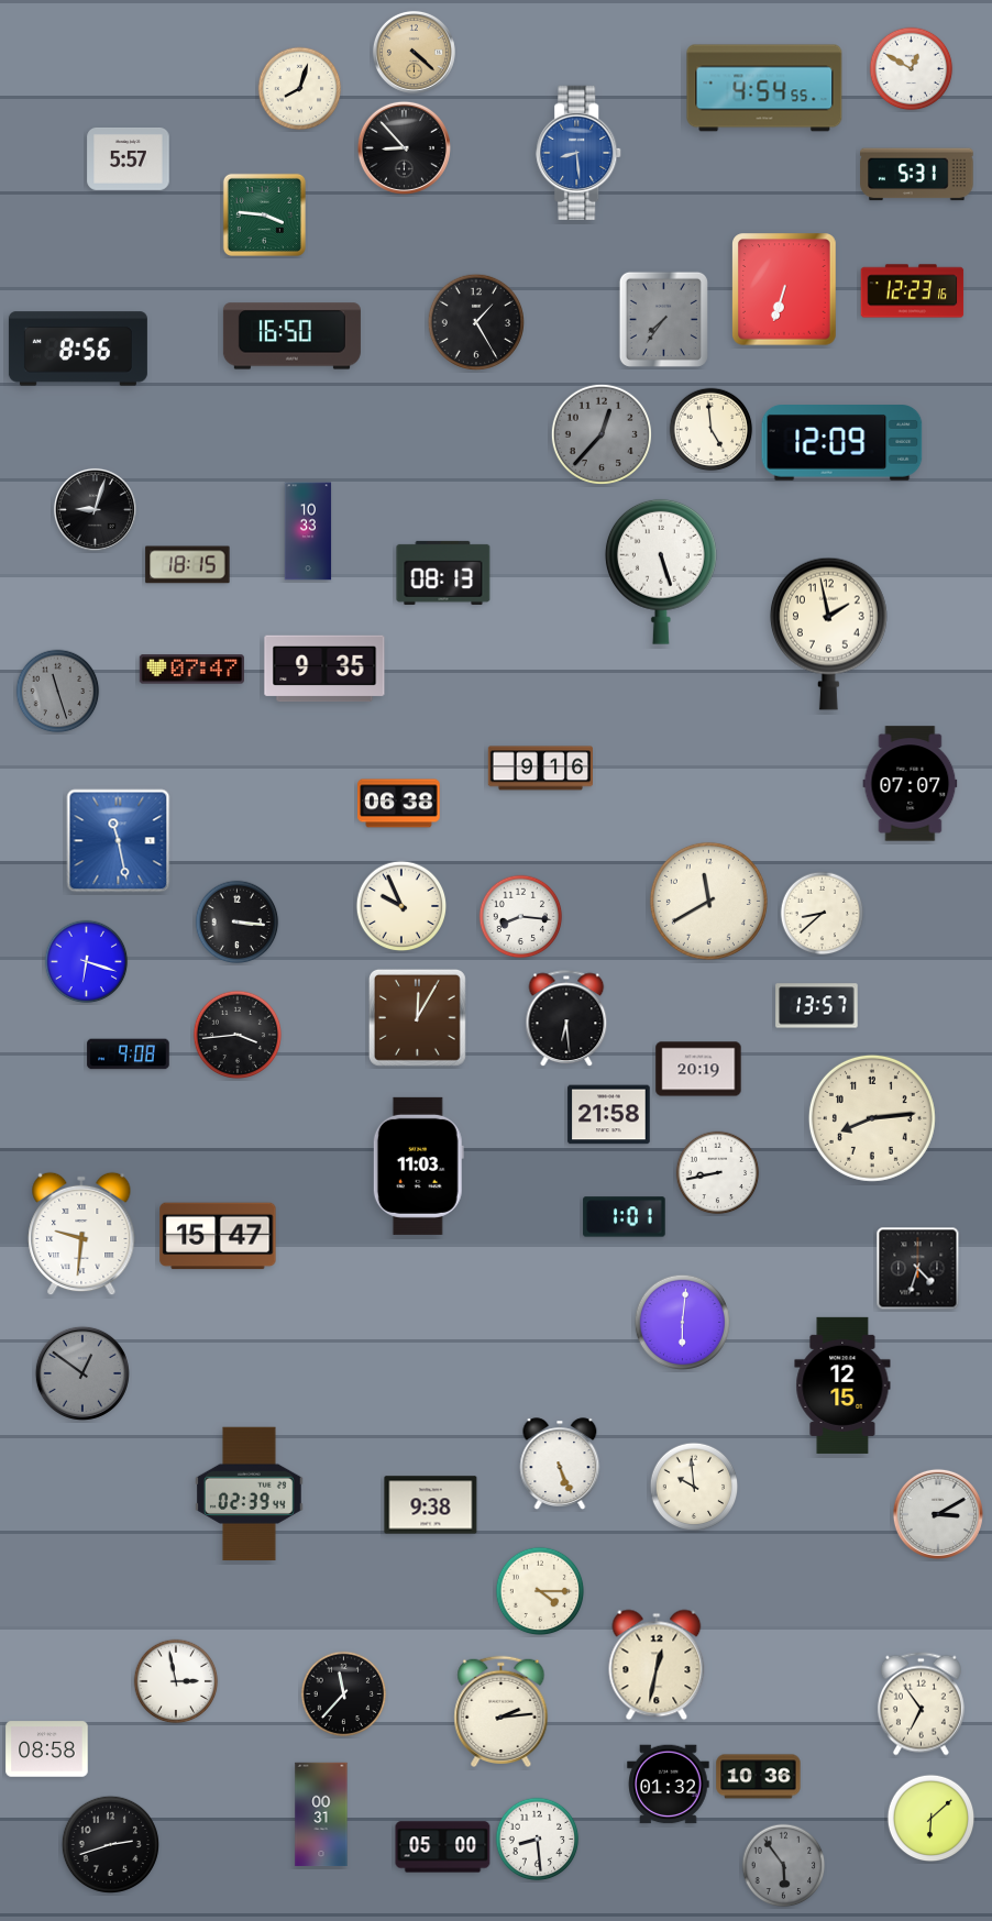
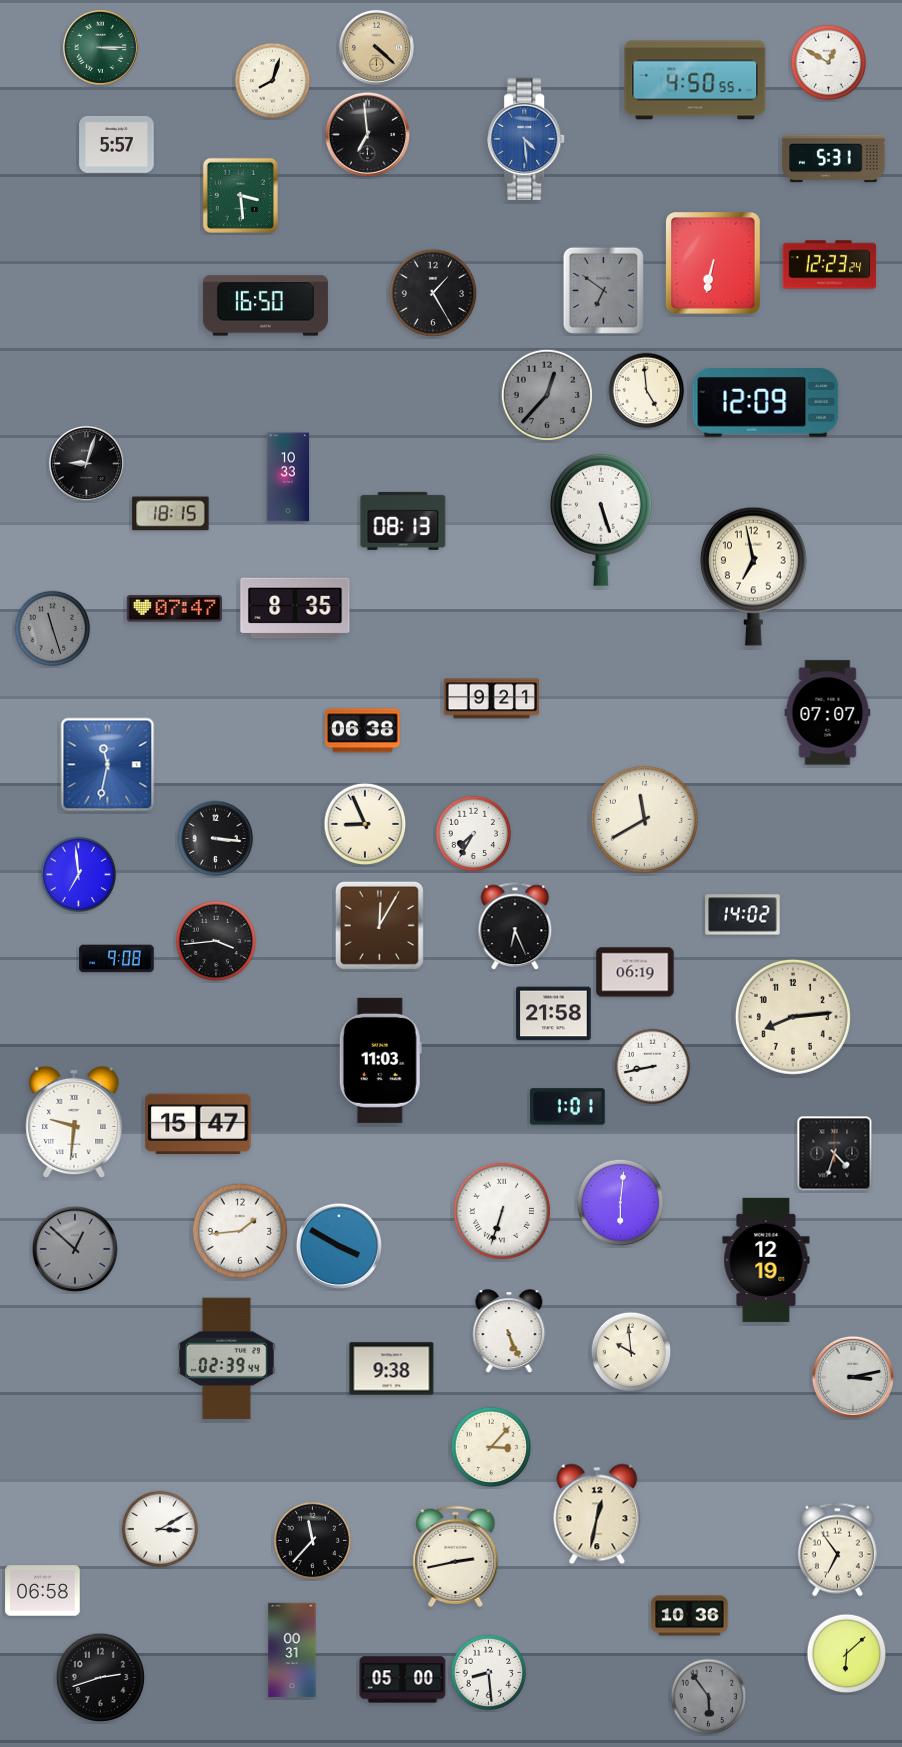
clock at (100, 47): none -> 3:15
clock at (764, 88): 4:54 -> 4:50
clock at (404, 147): 8:53 -> 6:59
clock at (580, 152): 8:29 -> 4:29
clock at (264, 214): 3:46 -> 3:29
clock at (785, 289): 6:33 -> 6:32
clock at (913, 291): 12:23:16 -> 12:23:24
clock at (663, 319): 7:36 -> 6:51
clock at (78, 349): 8:56 -> none
clock at (308, 531) position: (308, 531) -> (288, 477)
clock at (828, 633): 1:58 -> 6:58
clock at (324, 669): 9:35 -> 8:35
clock at (540, 769): 9:16 -> 9:21
clock at (119, 841): 11:28 -> 11:32
clock at (401, 906): 9:56 -> 8:56
clock at (823, 914): 8:38 -> none
clock at (521, 917): 8:16 -> 7:35
clock at (87, 962): 6:18 -> 6:59
clock at (817, 1006): 13:57 -> 14:02
clock at (566, 1019): 6:29 -> 6:26
clock at (698, 1069): 20:19 -> 06:19
clock at (502, 1211): none -> 6:33
clock at (240, 1231): none -> 1:44
clock at (339, 1246): none -> 3:50
clock at (82, 1373): 12:51 -> 12:52
clock at (842, 1385): 12:15 -> 12:19
clock at (938, 1514): 3:10 -> 3:13
clock at (540, 1591): 4:15 -> 3:07
clock at (176, 1681): 2:58 -> 3:10
clock at (501, 1712): 2:14 -> 2:43
clock at (47, 1749): 08:58 -> 06:58
clock at (669, 1785): 01:32 -> none
clock at (784, 1866) position: (784, 1866) -> (709, 1697)
